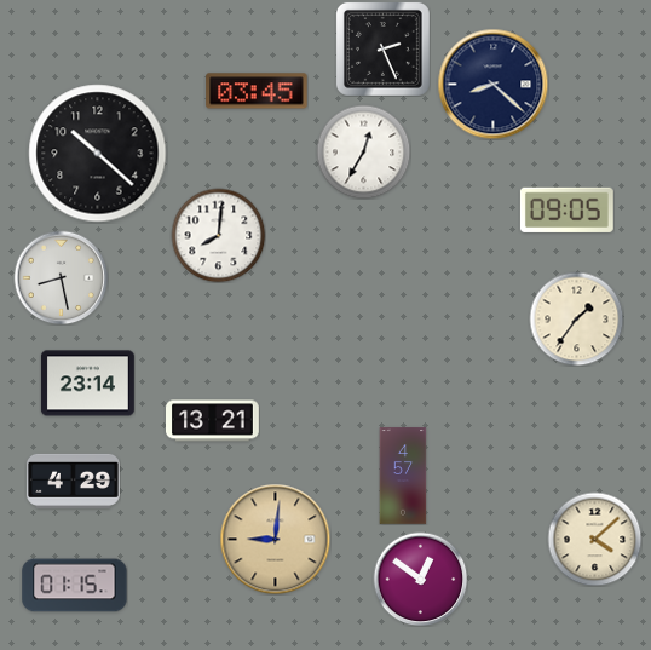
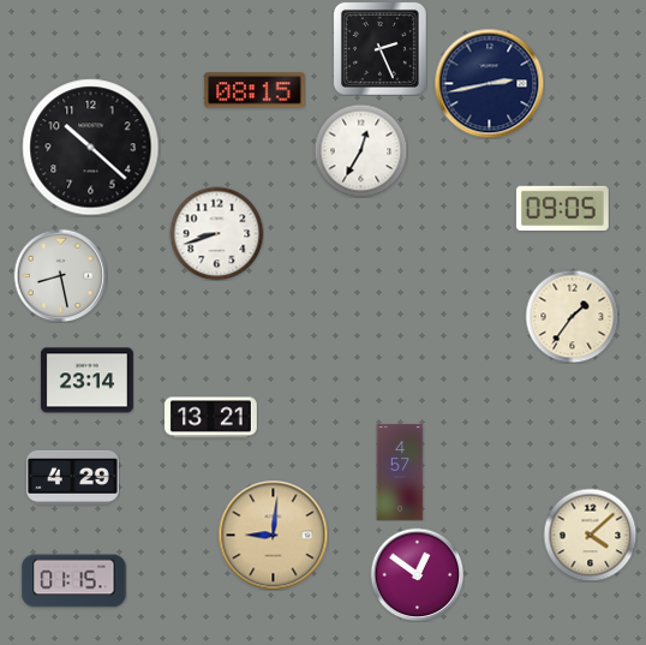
clock at (492, 84): 8:22 -> 2:43
clock at (257, 91): 03:45 -> 08:15
clock at (98, 154) position: (98, 154) -> (91, 148)
clock at (218, 235): 8:01 -> 8:42
